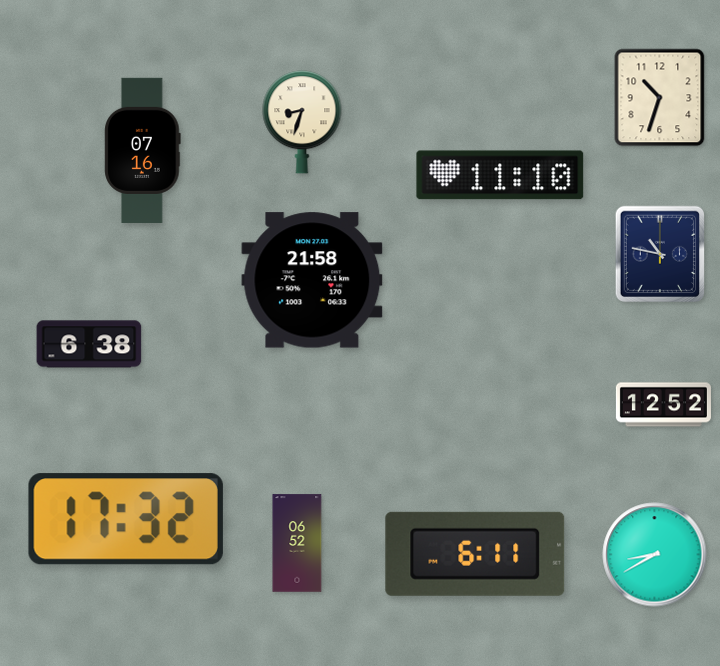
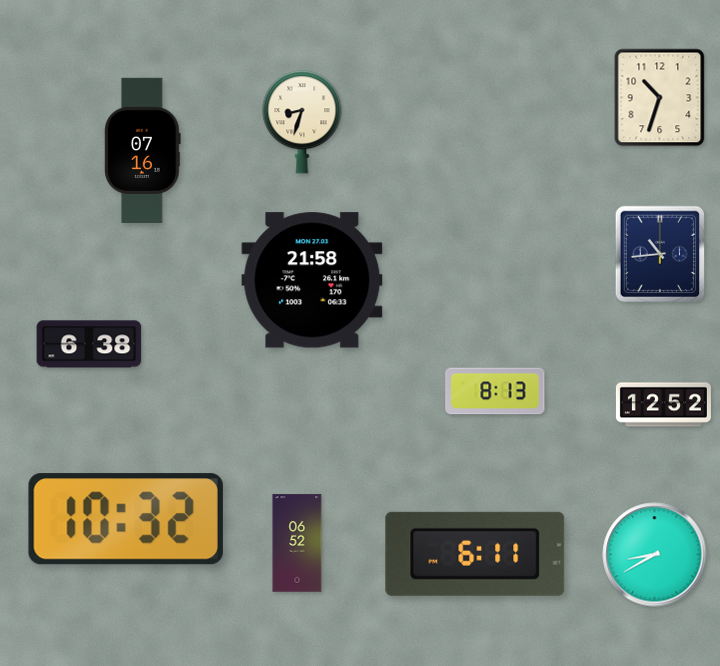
clock at (500, 175): 11:10 -> none
clock at (660, 254): 10:47 -> 10:44
clock at (495, 391): none -> 8:13
clock at (126, 519): 17:32 -> 10:32
